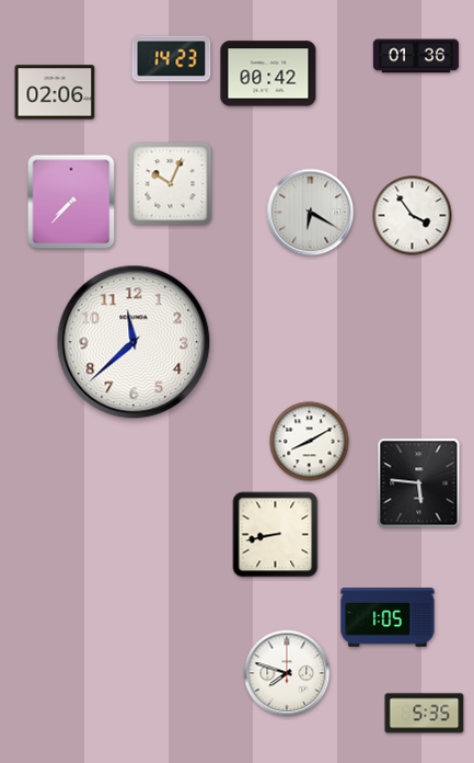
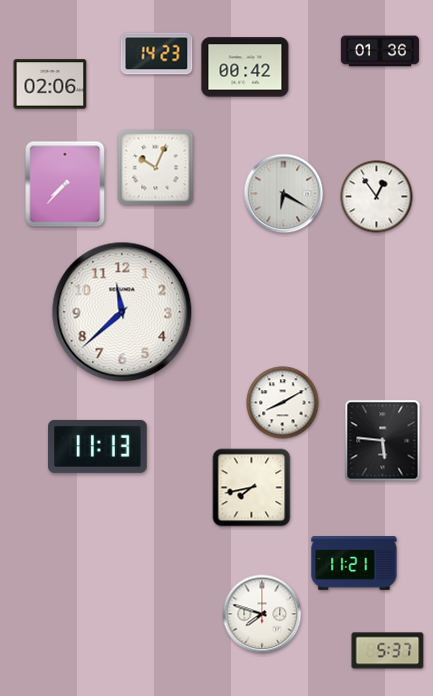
clock at (413, 216): 3:54 -> 12:54
clock at (98, 446): none -> 11:13
clock at (276, 535): 8:43 -> 7:43
clock at (388, 617): 1:05 -> 11:21
clock at (425, 714): 5:35 -> 5:37
